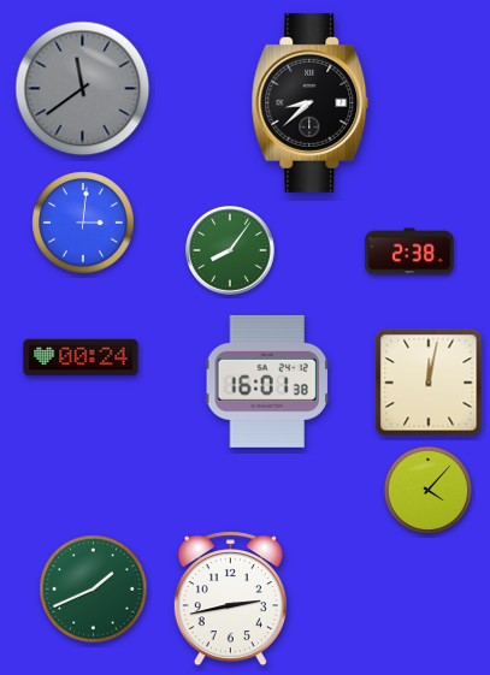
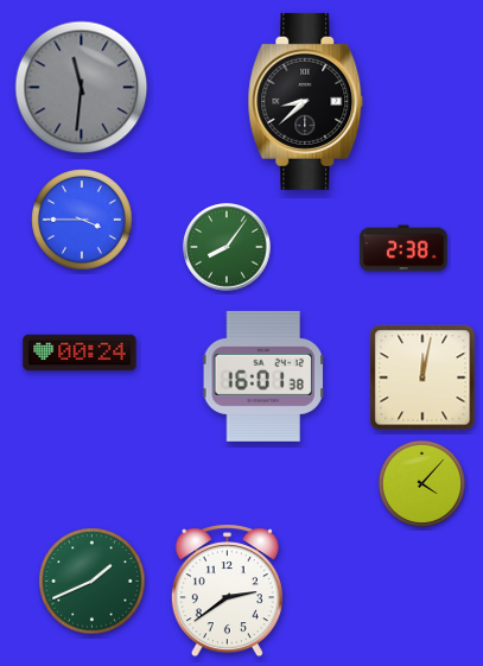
clock at (83, 89): 11:39 -> 11:31
clock at (83, 223): 3:01 -> 3:45
clock at (230, 599): 2:43 -> 2:39
